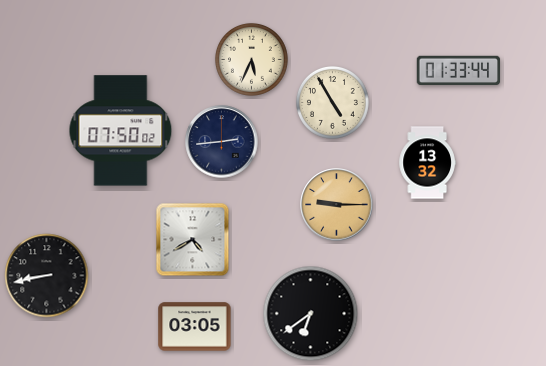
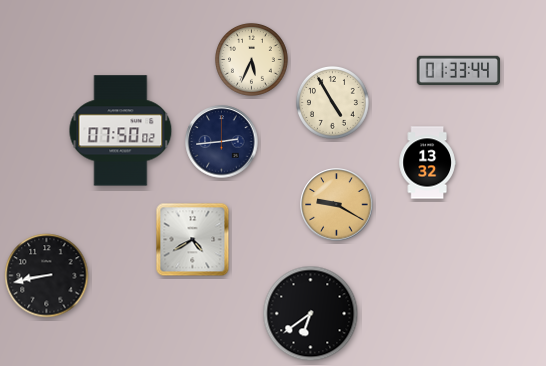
clock at (337, 205): 9:15 -> 9:20
clock at (195, 327): 03:05 -> none
